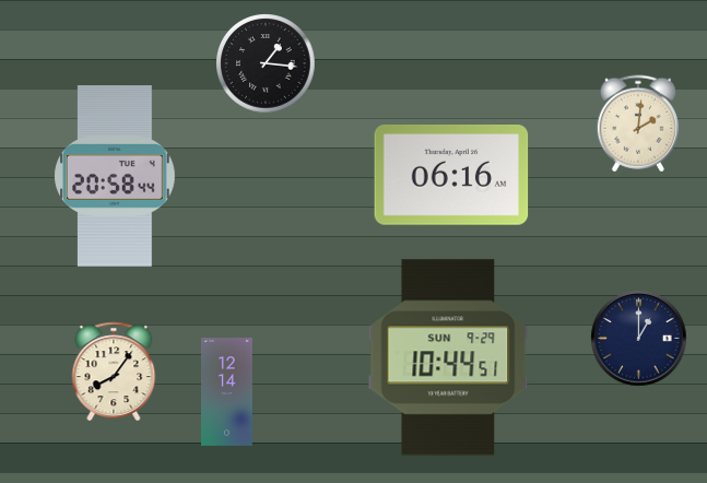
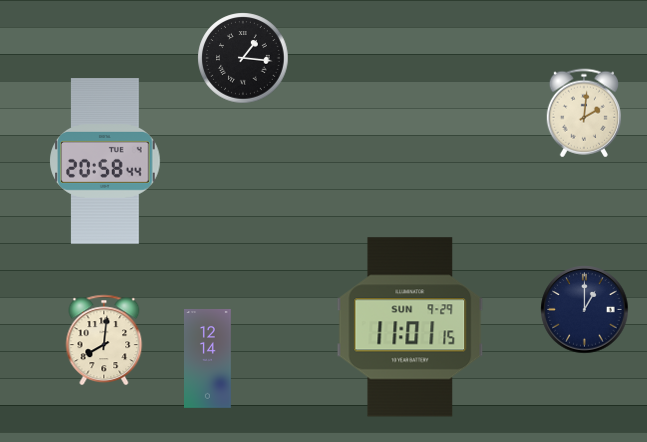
clock at (451, 176): 06:16 -> none
clock at (448, 357): 10:44 -> 11:01
clock at (114, 372): 8:06 -> 8:01
